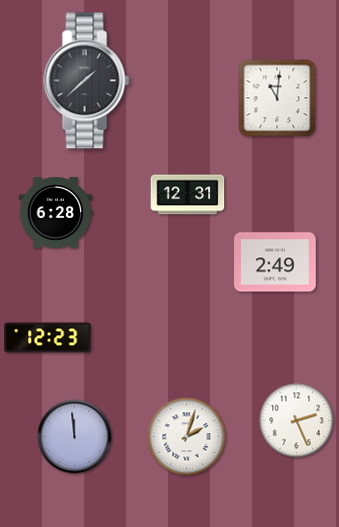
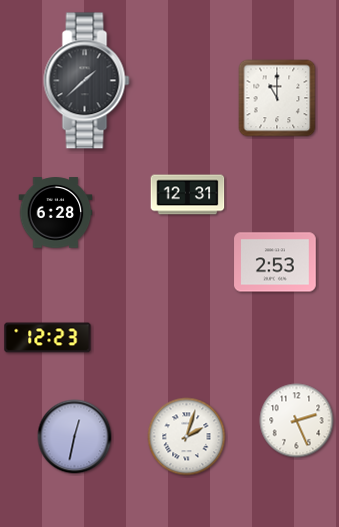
clock at (277, 98): 11:01 -> 11:00
clock at (275, 262): 2:49 -> 2:53
clock at (75, 437): 11:59 -> 12:32
